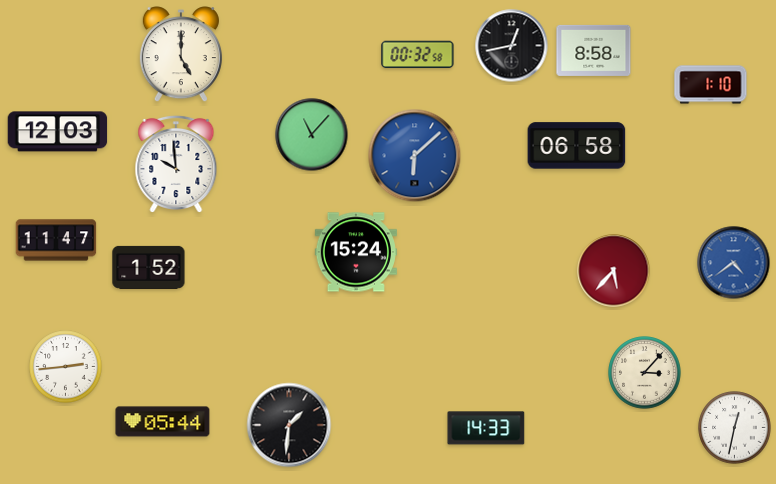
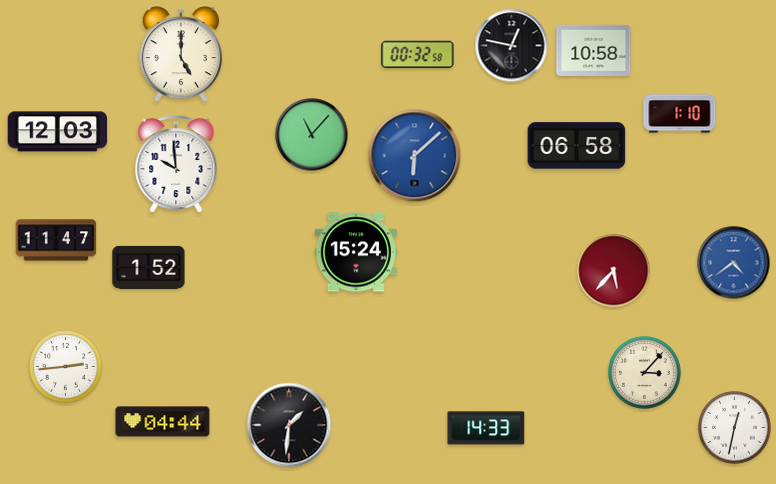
clock at (512, 46): 12:43 -> 12:47
clock at (594, 50): 8:58 -> 10:58
clock at (711, 85) position: (711, 85) -> (680, 114)
clock at (163, 422): 05:44 -> 04:44
